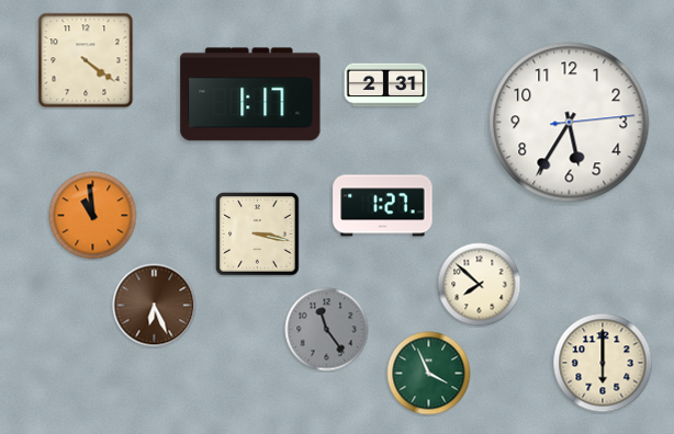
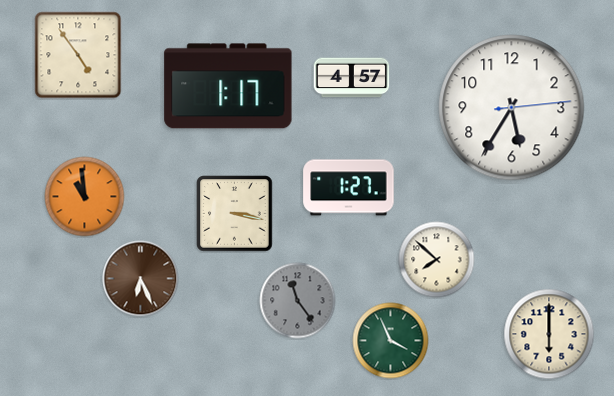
clock at (86, 60): 4:21 -> 4:54
clock at (386, 85): 2:31 -> 4:57
clock at (570, 123) position: (570, 123) -> (512, 108)
clock at (603, 363) position: (603, 363) -> (549, 334)
